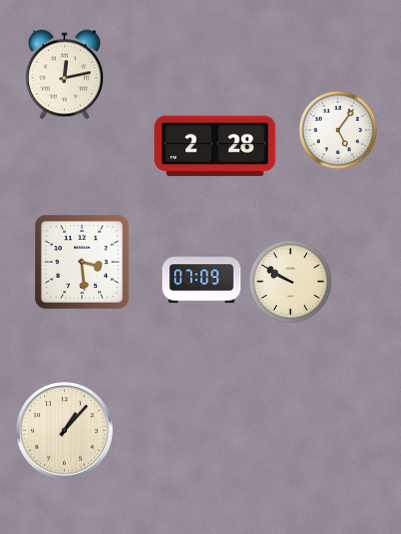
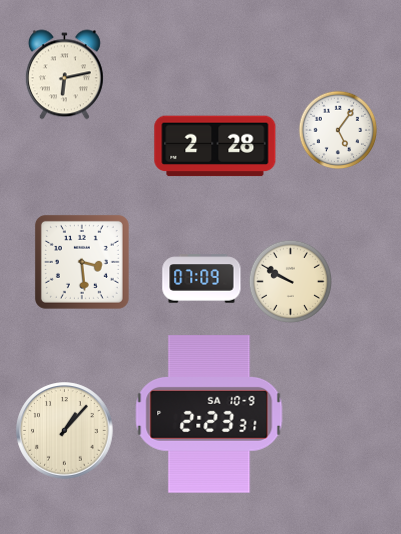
clock at (64, 75): 12:13 -> 6:13
clock at (209, 414): none -> 2:23
